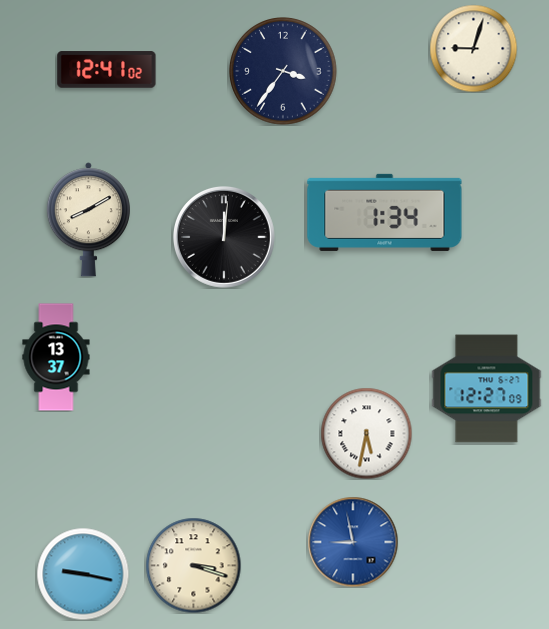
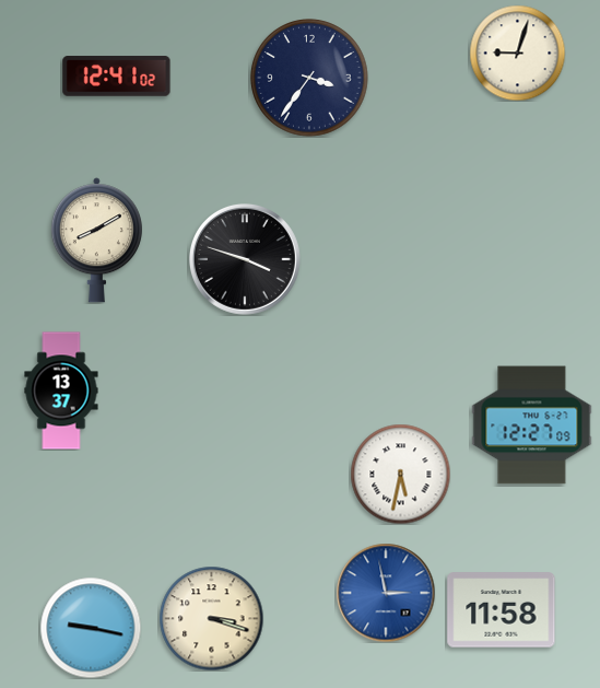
clock at (385, 212): 1:34 -> none
clock at (225, 238): 12:01 -> 3:48
clock at (353, 542): 8:58 -> 2:58
clock at (502, 610): none -> 11:58
